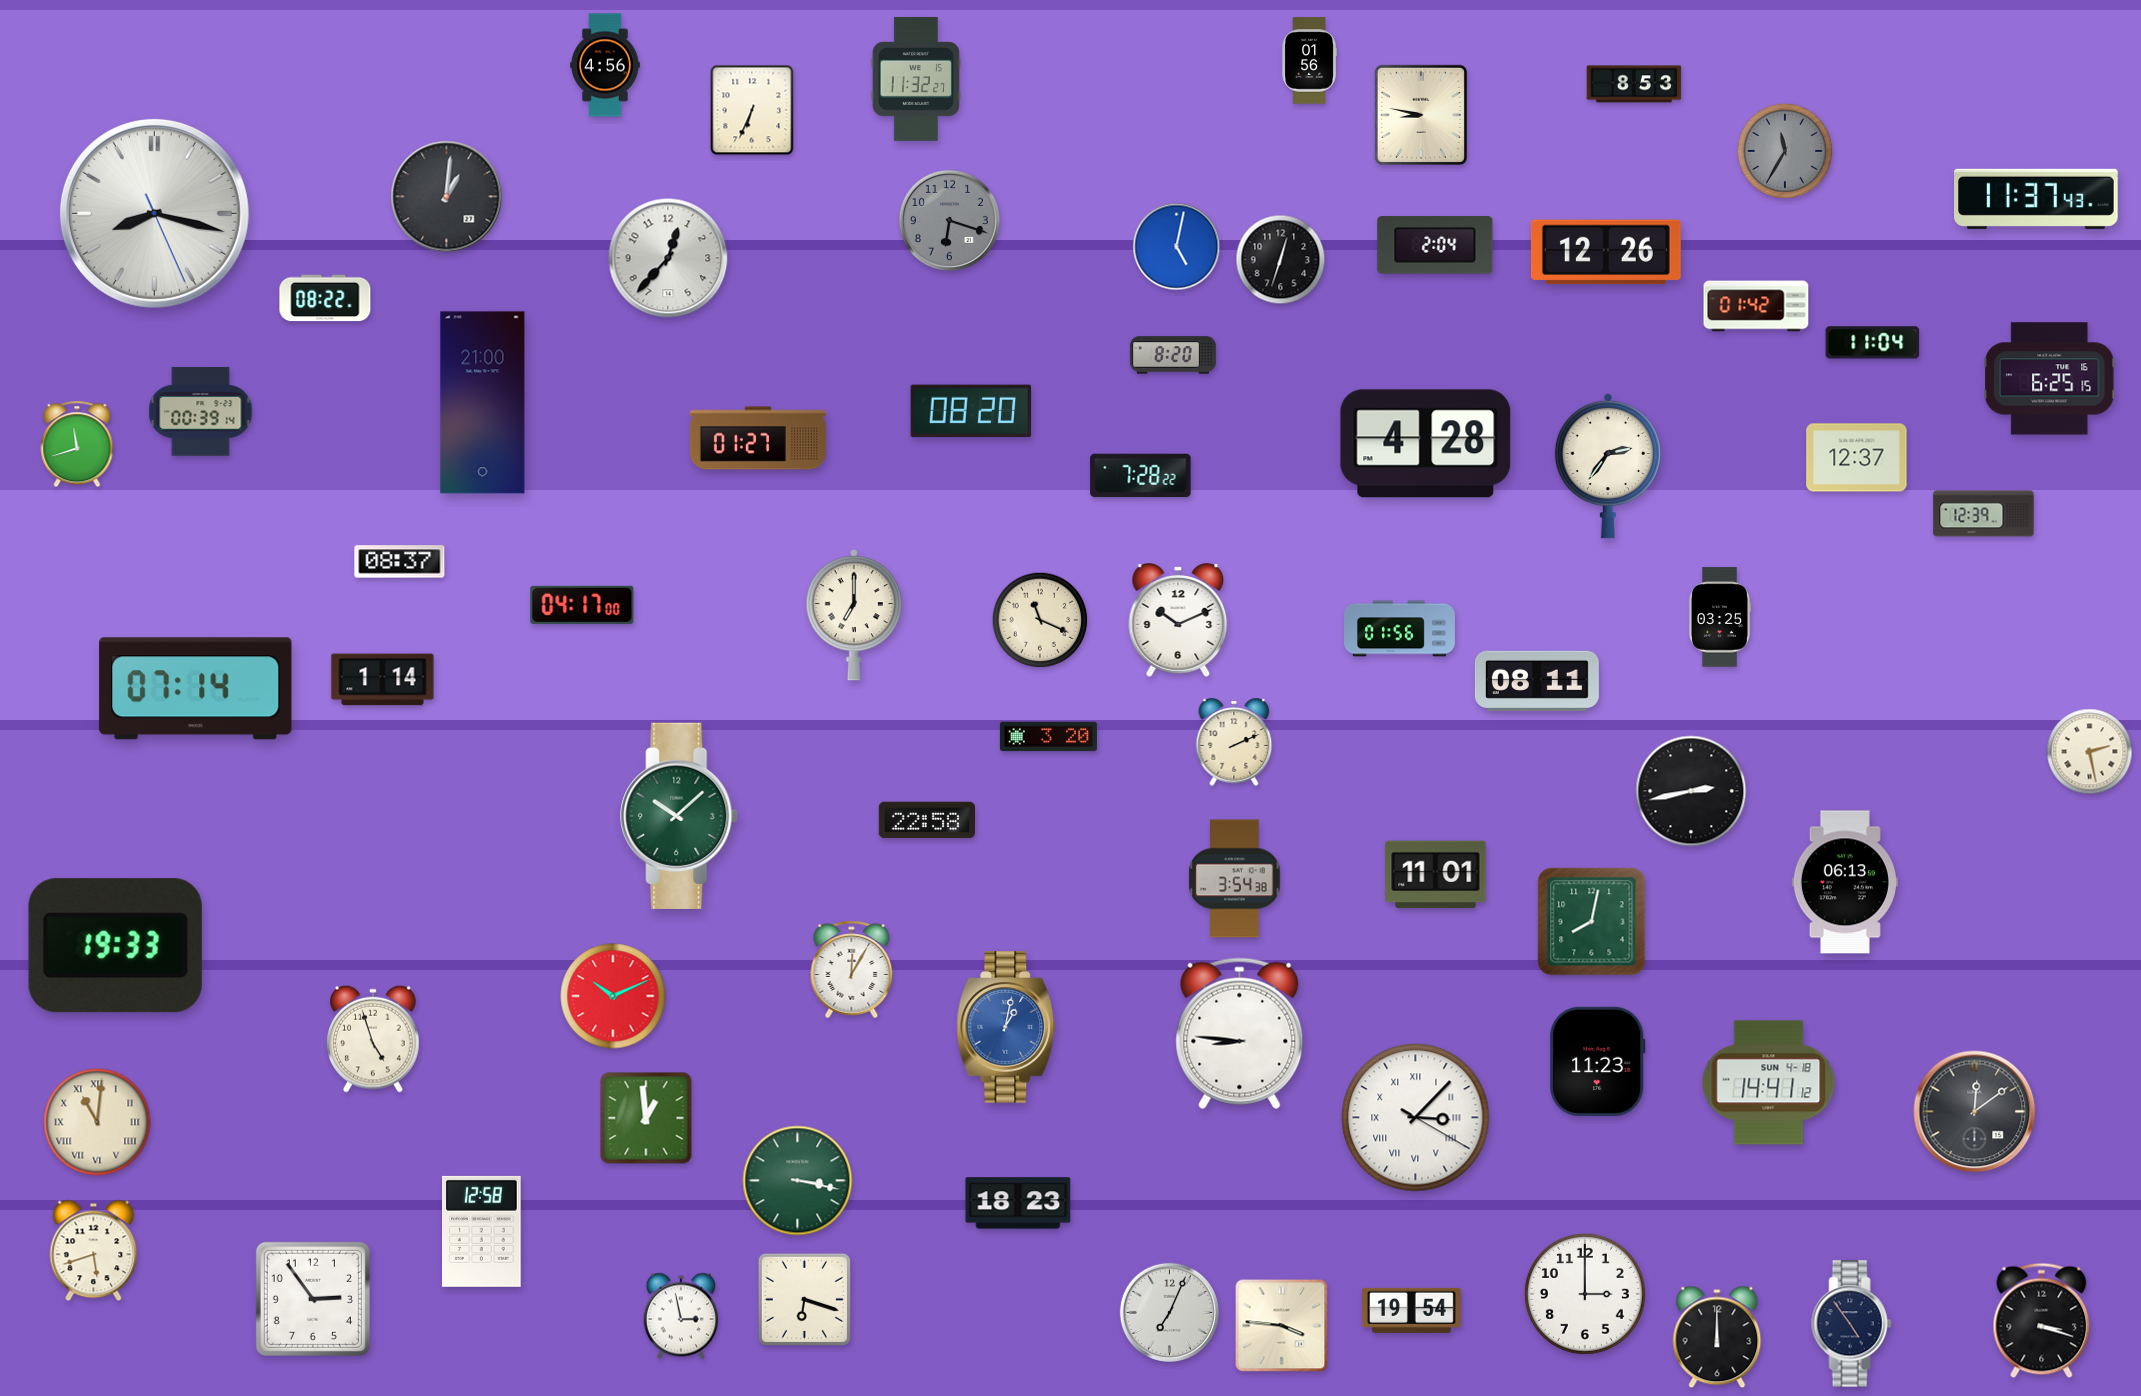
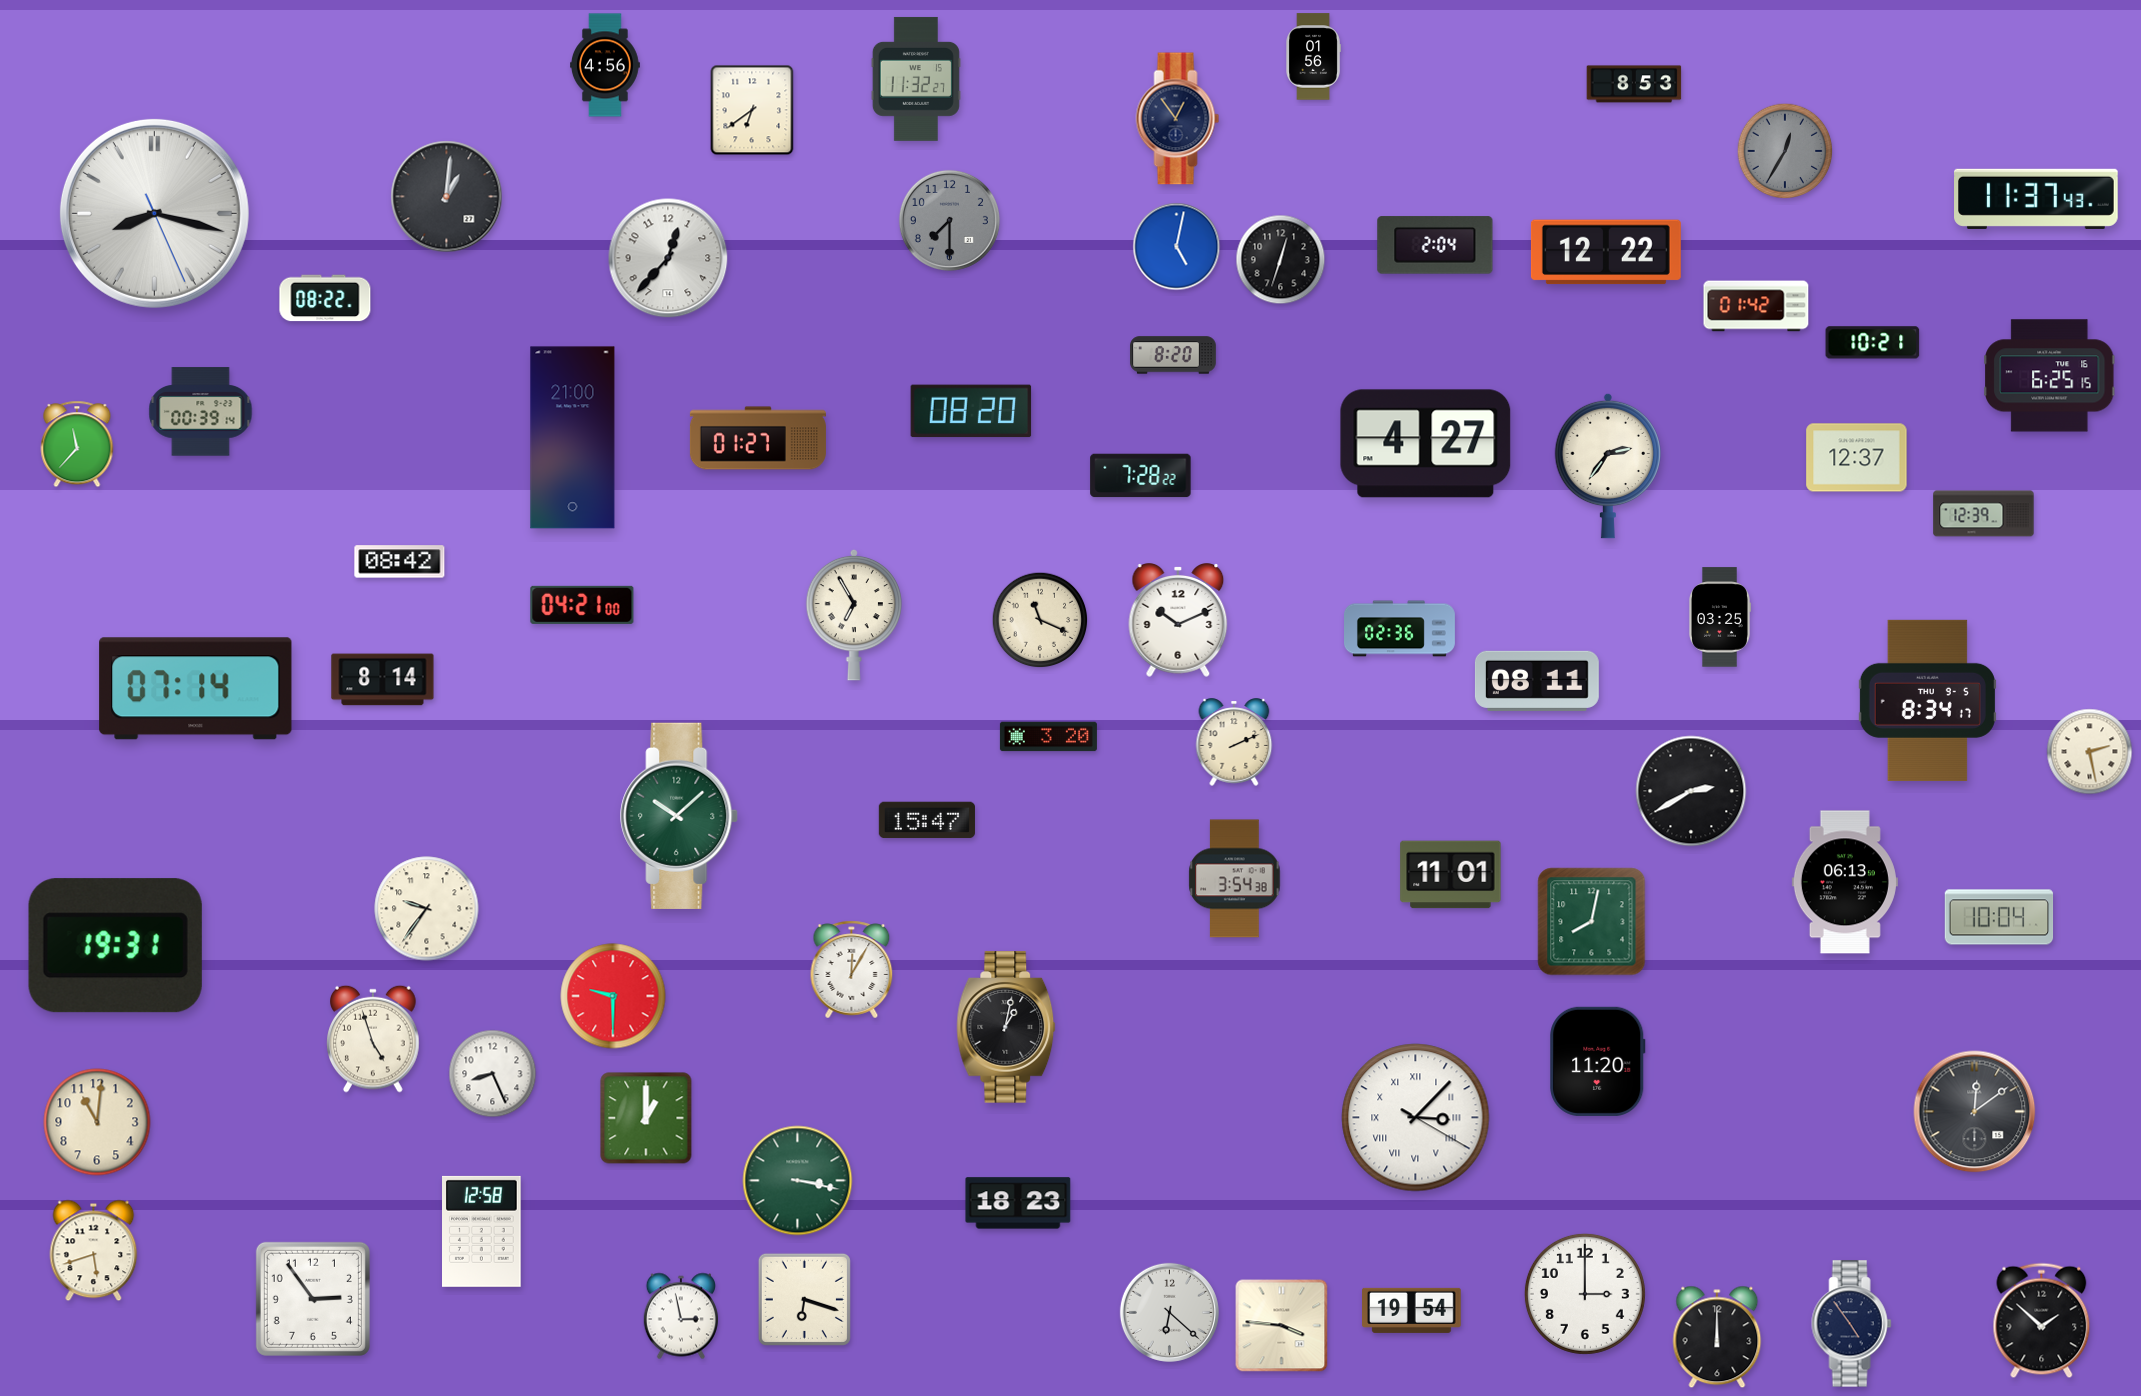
clock at (1309, 61) position: (1309, 61) -> (1313, 57)
clock at (752, 110): 6:34 -> 6:39
clock at (1421, 115): 8:47 -> none
clock at (1178, 119): none -> 12:54
clock at (1785, 151): 11:35 -> 12:35
clock at (949, 220): 6:18 -> 7:30
clock at (1606, 252): 12:26 -> 12:22
clock at (1873, 343): 11:04 -> 10:21
clock at (2050, 379) position: (2050, 379) -> (2050, 376)
clock at (483, 403) position: (483, 403) -> (573, 438)
clock at (77, 444): 11:42 -> 11:37
clock at (1426, 444): 4:28 -> 4:27
clock at (400, 562): 08:37 -> 08:42
clock at (582, 605): 04:17 -> 04:21
clock at (853, 615): 7:00 -> 6:55
clock at (1400, 629): 01:56 -> 02:36
clock at (383, 680): 1:14 -> 8:14
clock at (1927, 700): none -> 8:34
clock at (1691, 791): 2:43 -> 2:40
clock at (927, 820): 22:58 -> 15:47
clock at (1436, 875) position: (1436, 875) -> (1451, 875)
clock at (427, 909): none -> 9:36
clock at (1999, 917): none -> 10:04
clock at (115, 946): 19:33 -> 19:31
clock at (613, 996): 10:11 -> 9:30
clock at (1006, 1027) dial: blue -> black
clock at (1240, 1034): 8:46 -> none
clock at (1598, 1061): 11:23 -> 11:20
clock at (493, 1074): none -> 8:26
clock at (1769, 1083): 14:41 -> none
clock at (646, 1118): 12:59 -> 1:00
clock at (97, 1122) numerals: Roman -> Arabic
clock at (1169, 1312): 7:04 -> 6:22
clock at (2042, 1321): 3:18 -> 1:52
